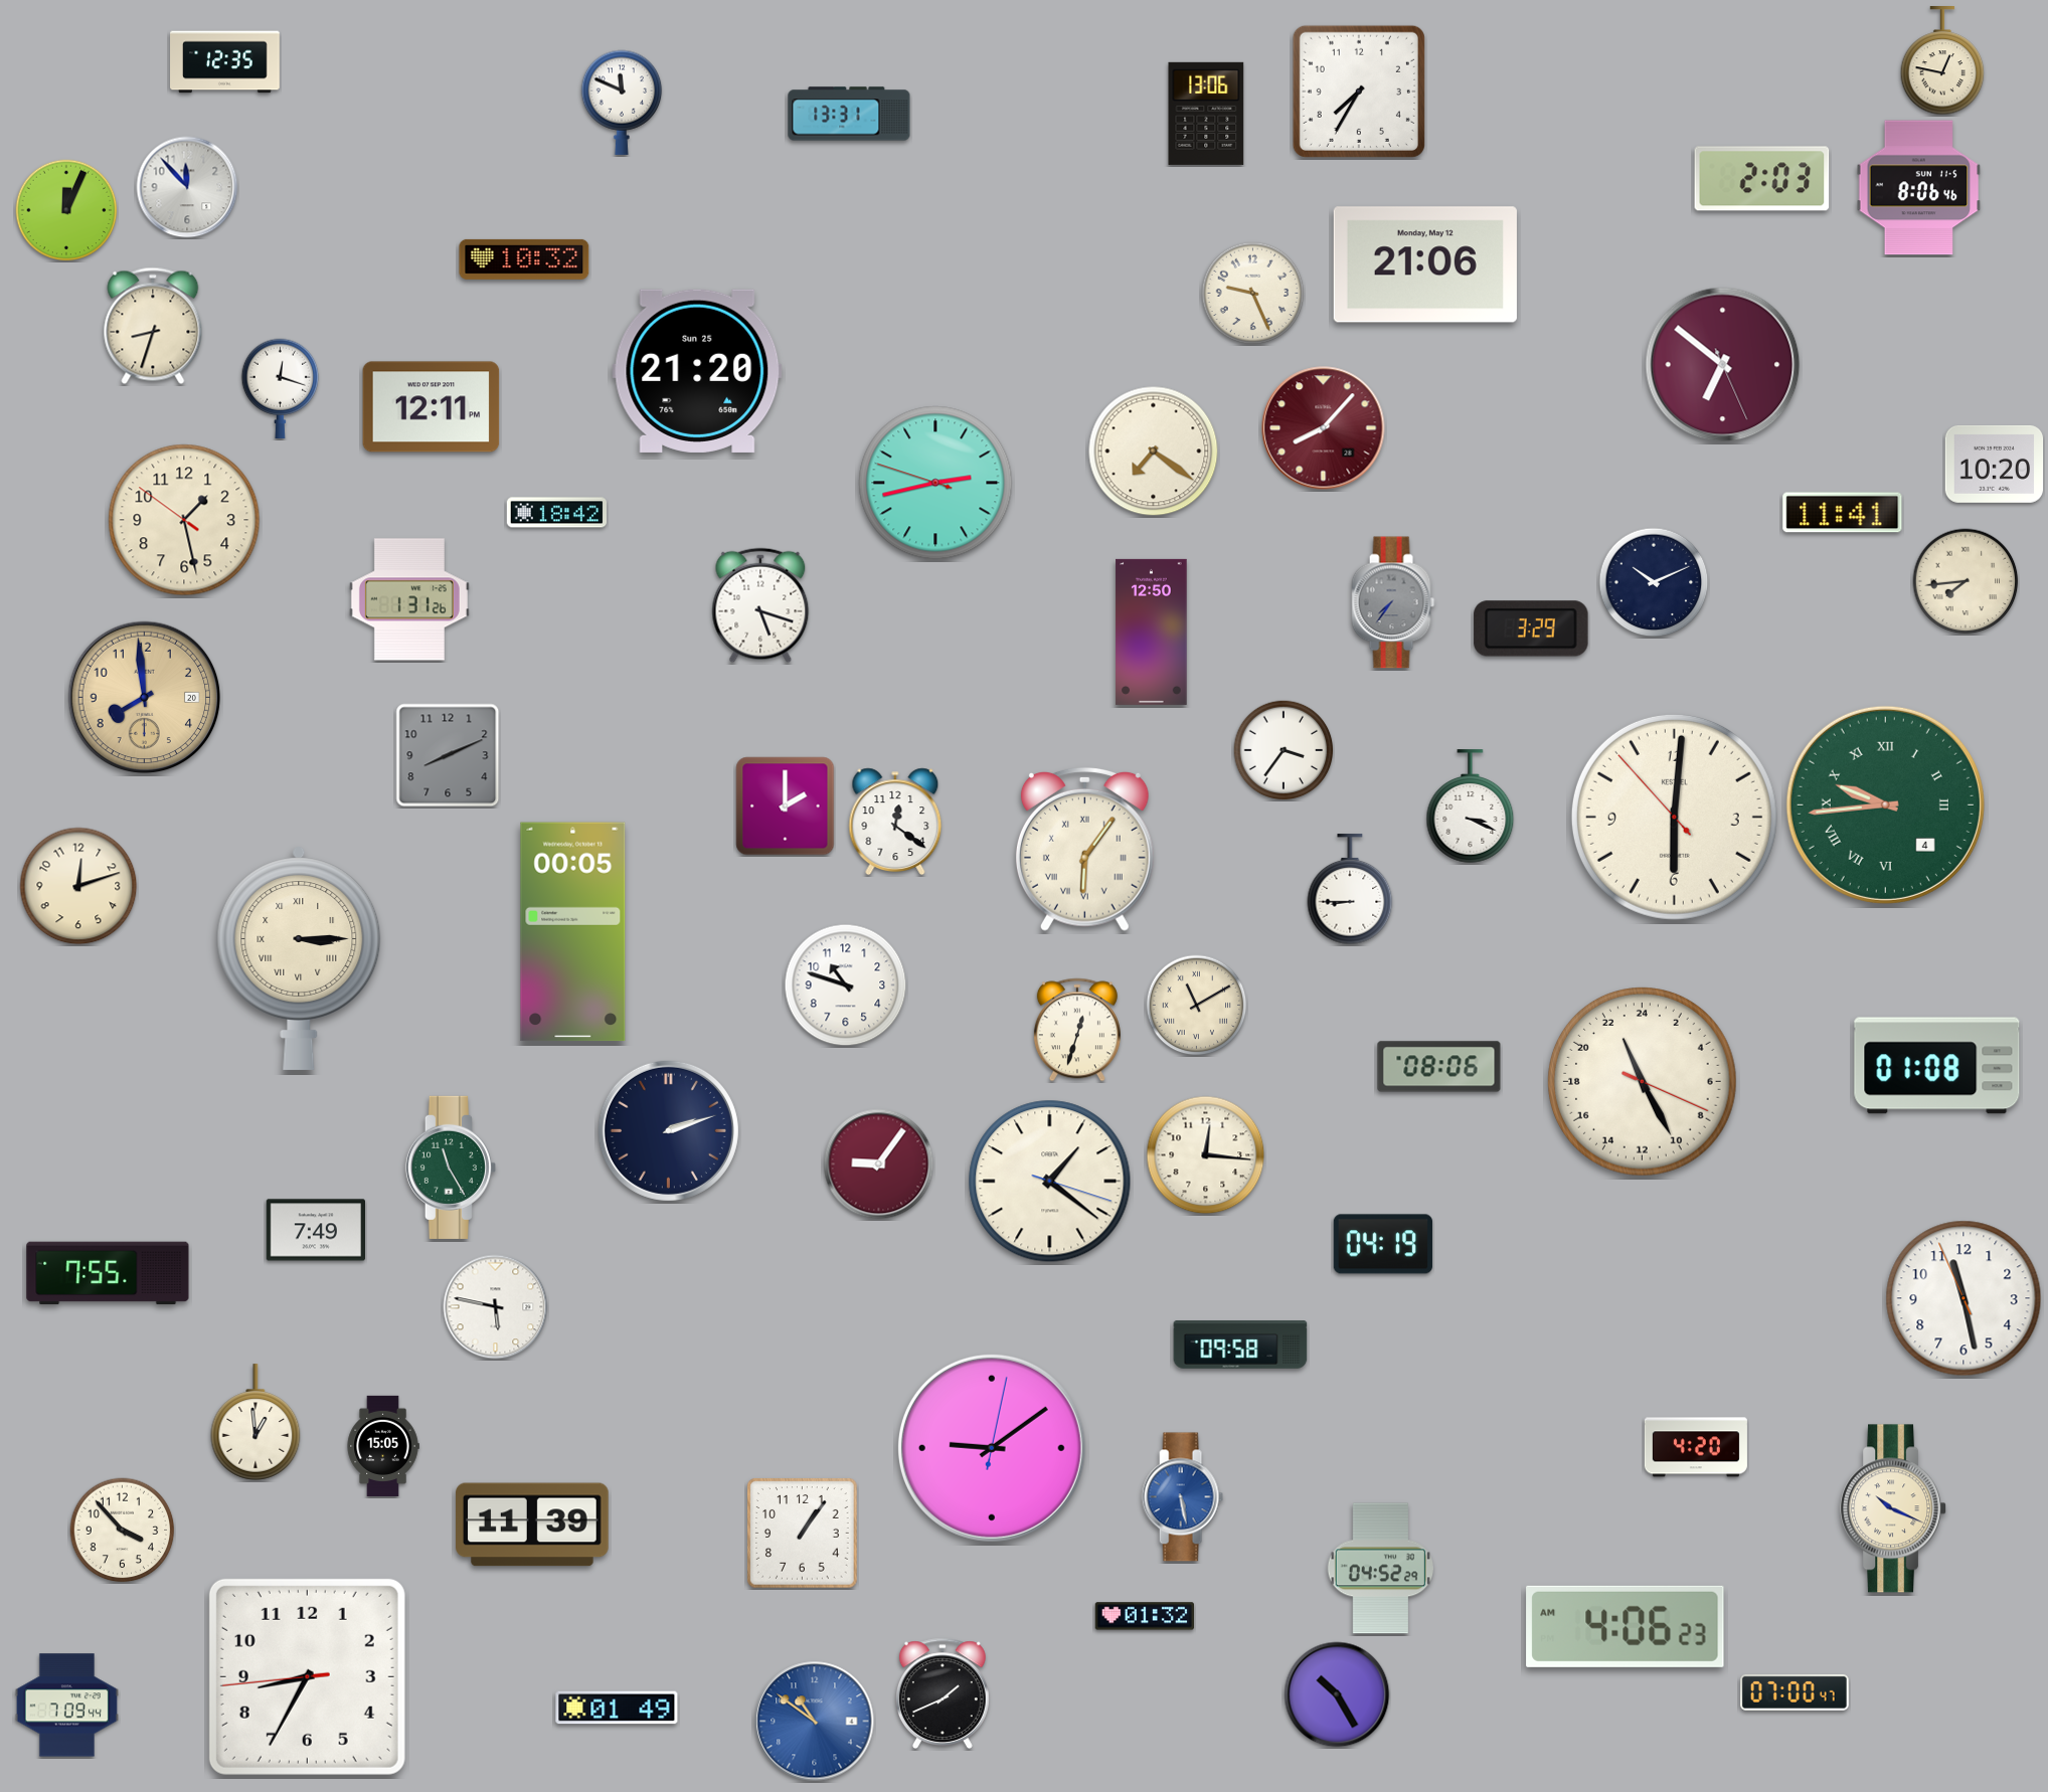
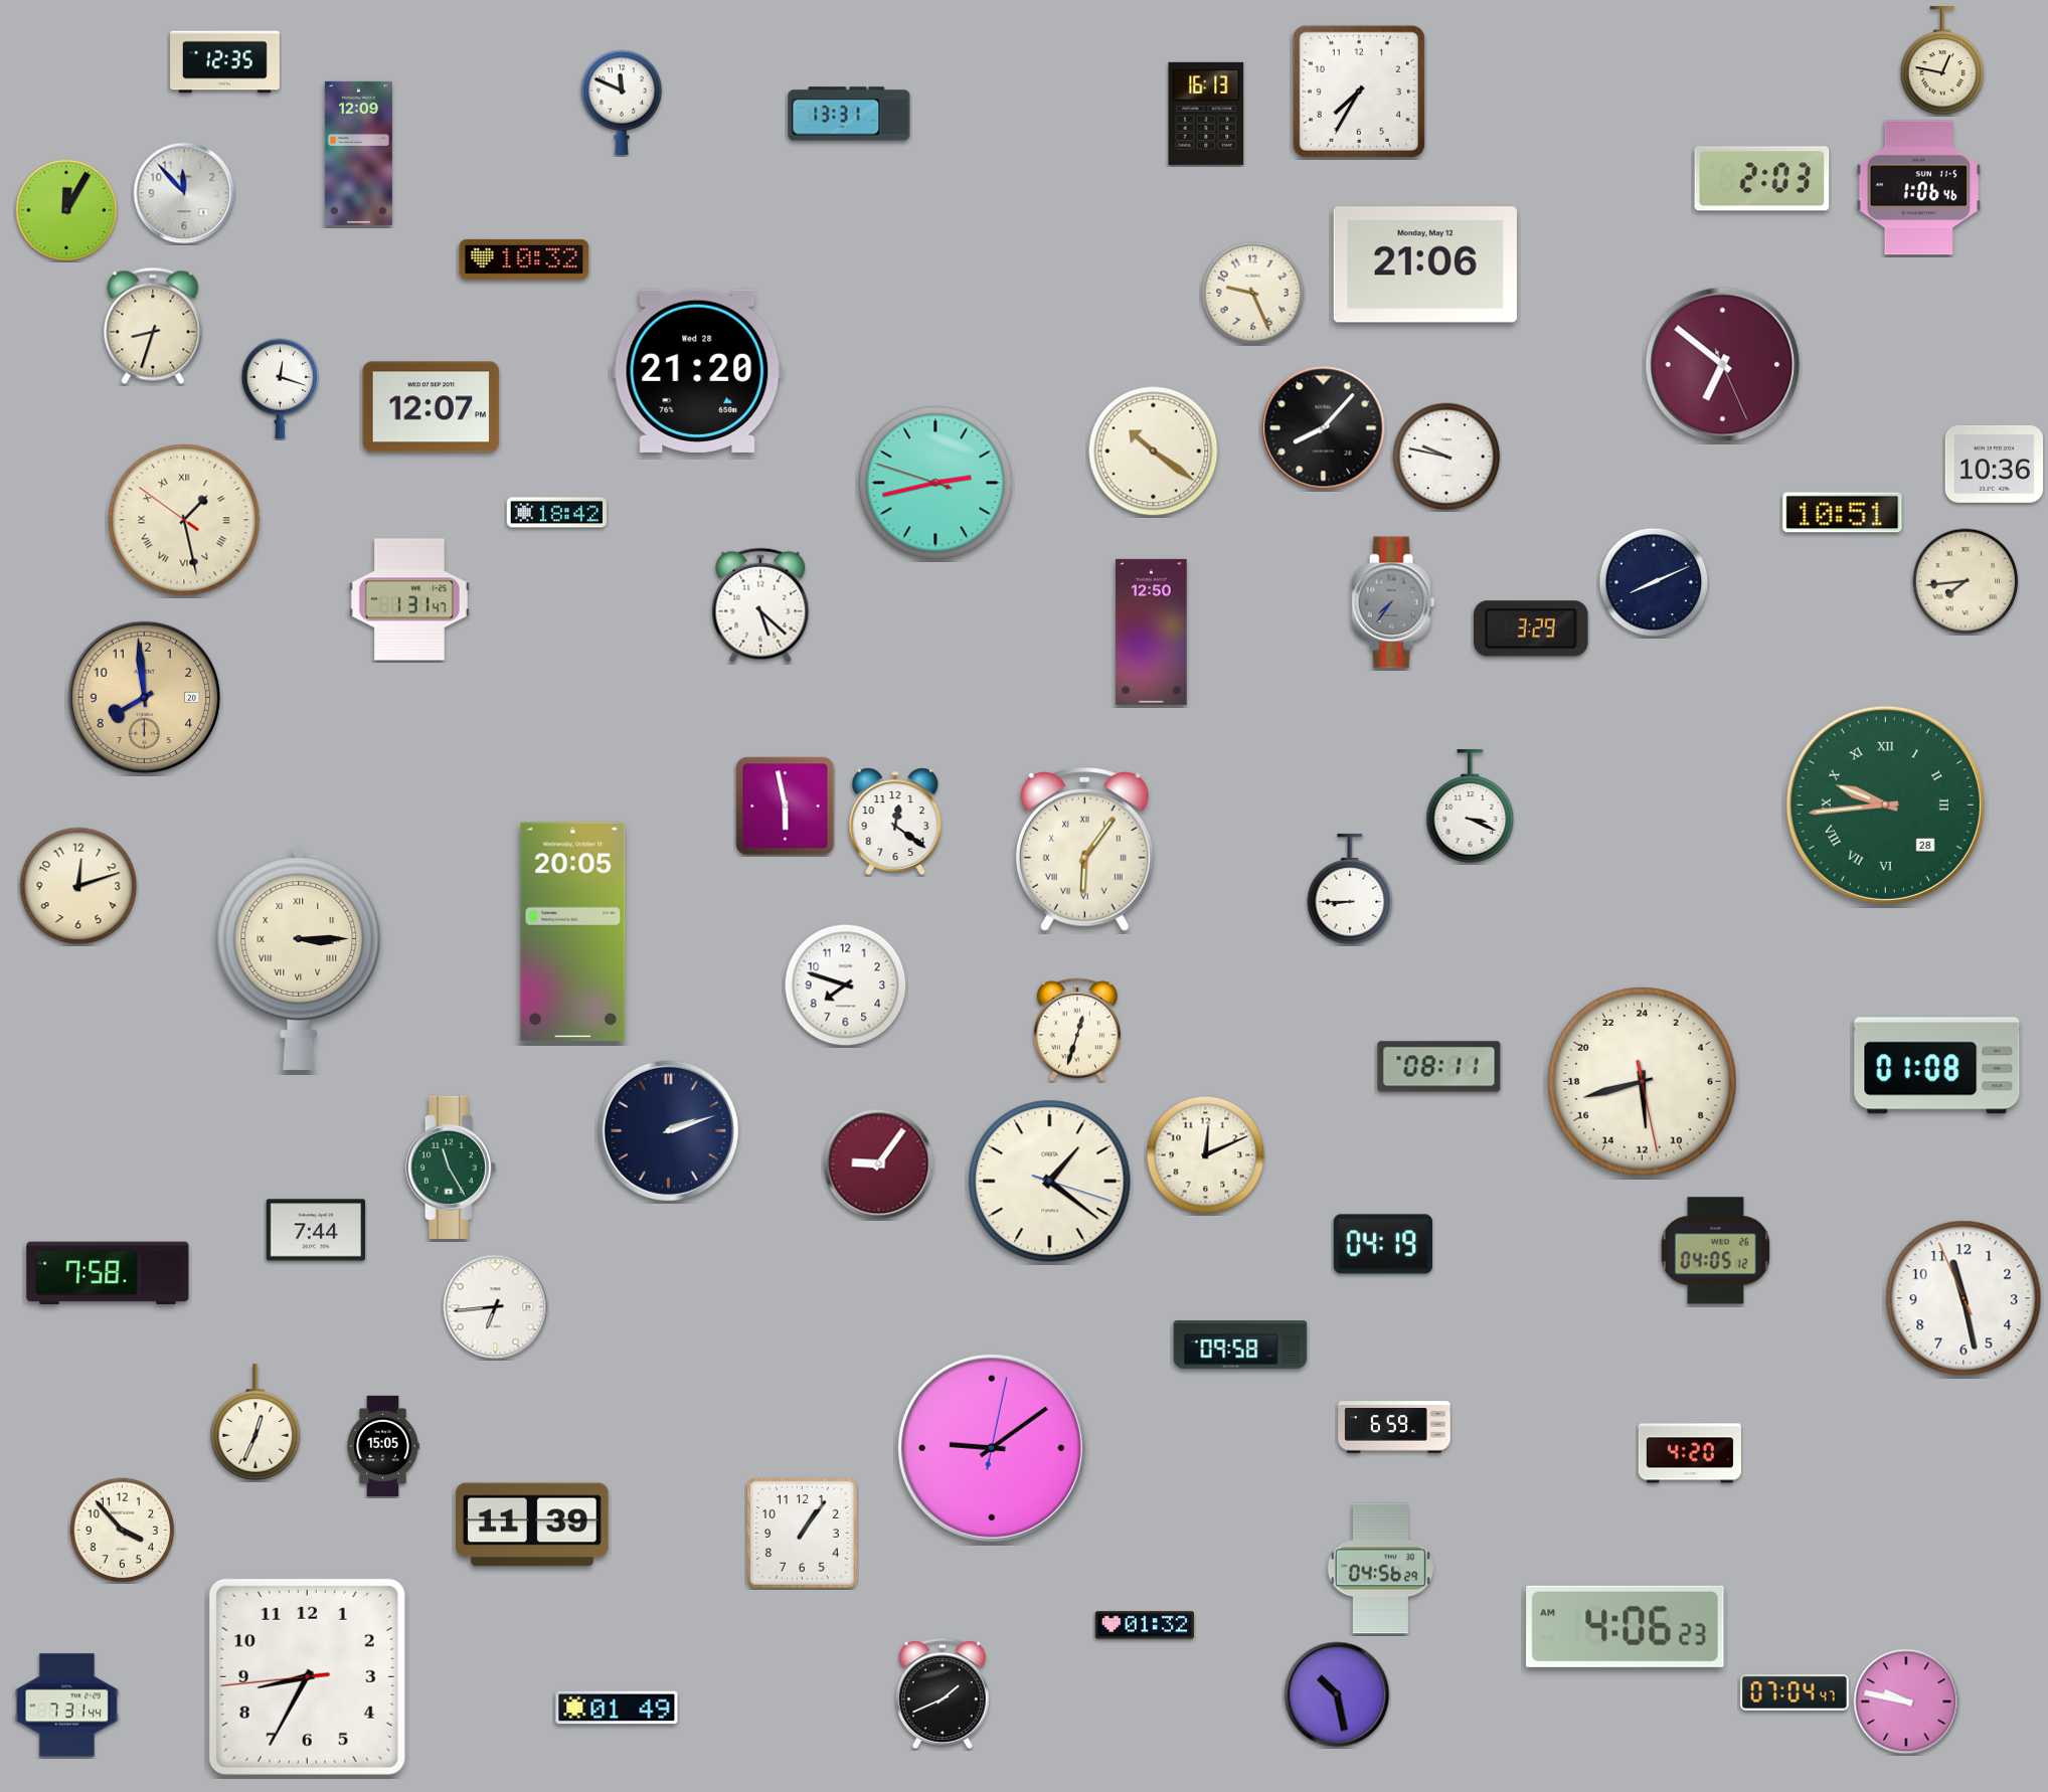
clock at (1206, 114): 13:06 -> 16:13
clock at (358, 153): none -> 12:09
clock at (187, 187) position: (187, 187) -> (184, 193)
clock at (1919, 188): 8:06 -> 1:06
clock at (66, 210): 12:04 -> 12:05
clock at (697, 371) date: Sun 25 -> Wed 28
clock at (432, 407): 12:11 -> 12:07
clock at (1324, 428) dial: burgundy -> black
clock at (1154, 452): 7:21 -> 10:21
clock at (1446, 457): none -> 9:47
clock at (1995, 464): 10:20 -> 10:36
clock at (1843, 513): 11:41 -> 10:51
clock at (184, 520) numerals: Arabic -> Roman
clock at (1654, 582): 10:11 -> 8:11
clock at (409, 599): 1:31:26 -> 1:31:47
clock at (760, 605): 5:18 -> 5:22
clock at (1284, 750): 3:36 -> none
clock at (448, 755): 8:11 -> none
clock at (1885, 804) date: 4 -> 28
clock at (786, 807): 2:00 -> 5:58
clock at (1674, 817): 6:00 -> none
clock at (573, 932): 00:05 -> 20:05
clock at (846, 985): 10:48 -> 7:48
clock at (1197, 1006): 11:10 -> none
clock at (1439, 1067): 08:06 -> 08:11
clock at (1643, 1082): 22:25 -> 11:42
clock at (1206, 1155): 12:16 -> 12:11
clock at (315, 1230): 7:49 -> 7:44
clock at (1716, 1251): none -> 04:05
clock at (108, 1273): 7:55 -> 7:58
clock at (496, 1307): 5:47 -> 6:44
clock at (255, 1422): 12:59 -> 12:34
clock at (1394, 1427): none -> 6:59
clock at (1696, 1447) position: (1696, 1447) -> (1690, 1453)
clock at (1182, 1497): 5:28 -> none
clock at (1894, 1508): 10:19 -> none
clock at (1380, 1569): 04:52 -> 04:56
clock at (1144, 1616) position: (1144, 1616) -> (1144, 1625)
clock at (1796, 1692): 07:00 -> 07:04
clock at (1337, 1694): 10:25 -> 10:28
clock at (1906, 1701): none -> 9:47
clock at (66, 1706): 7:09 -> 7:31
clock at (815, 1722): 10:51 -> none
